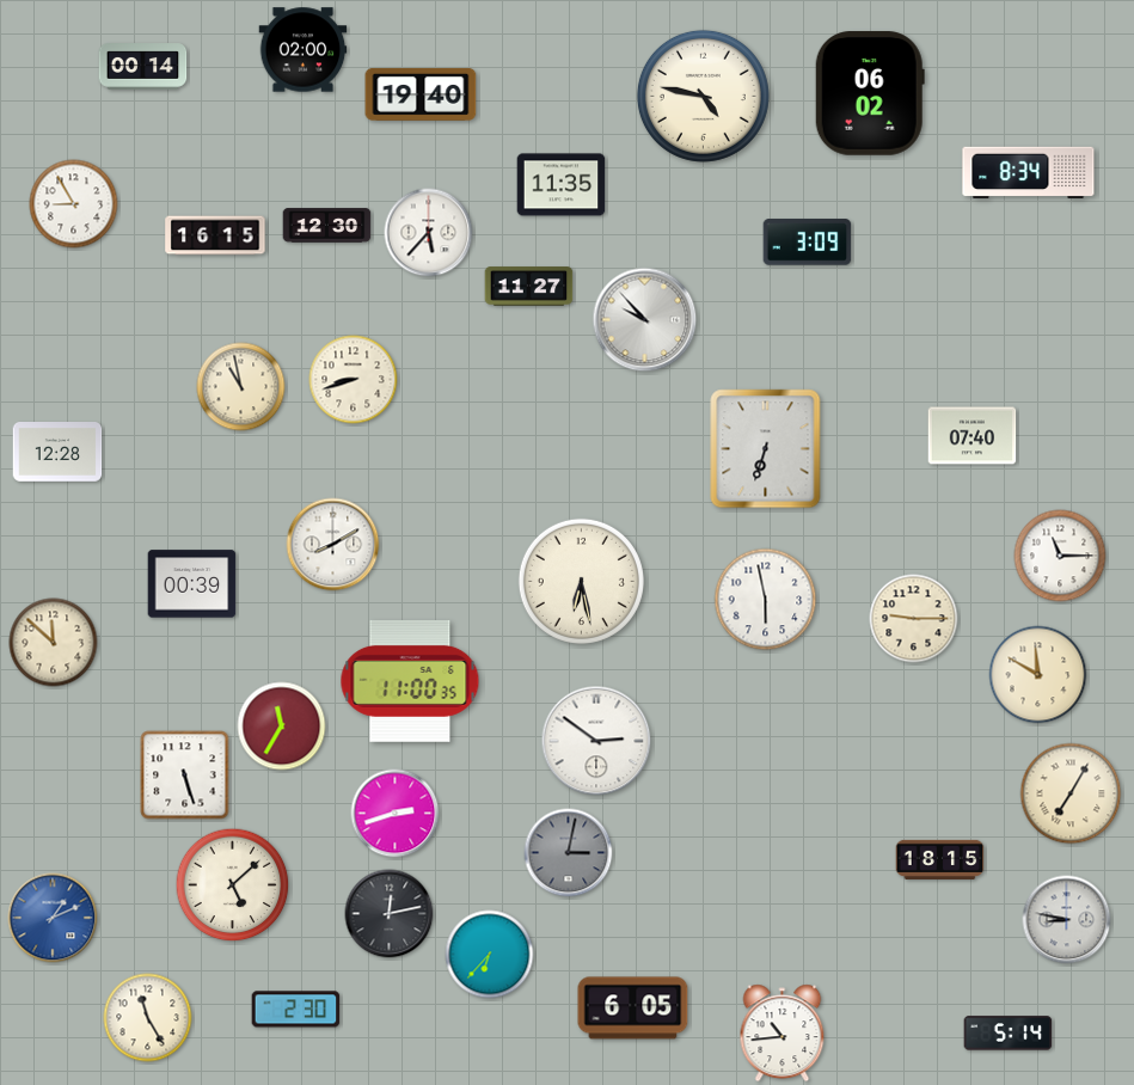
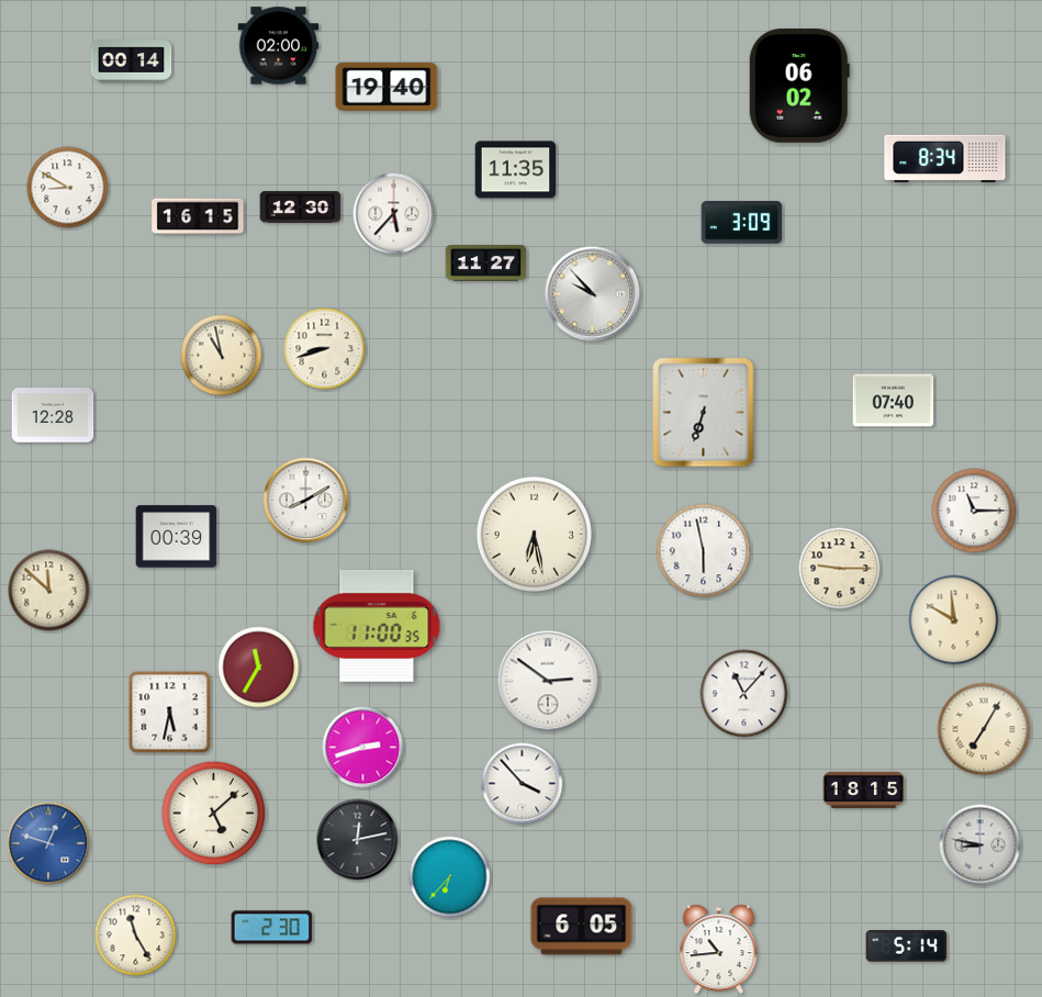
clock at (703, 96): 4:47 -> none
clock at (74, 204): 8:55 -> 8:50
clock at (744, 694): none -> 11:07
clock at (185, 776): 5:27 -> 5:32
clock at (569, 853): 3:02 -> 3:53
clock at (569, 853) dial: grey -> white
clock at (53, 918): 1:11 -> 12:48
clock at (1009, 1034) position: (1009, 1034) -> (907, 946)
